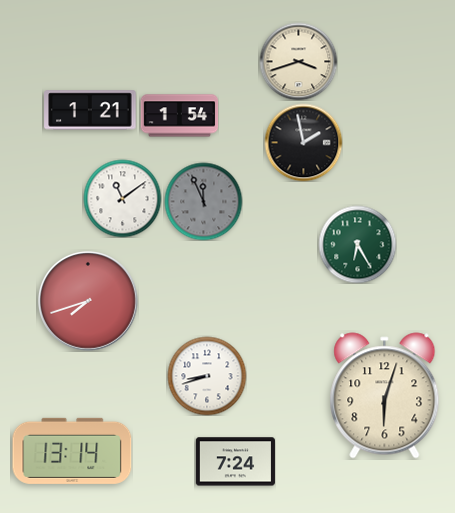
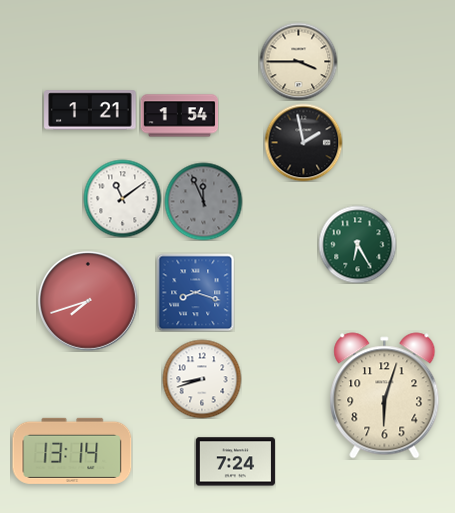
clock at (298, 61): 3:42 -> 3:45
clock at (195, 292): none -> 8:18
clock at (207, 376) position: (207, 376) -> (202, 379)
